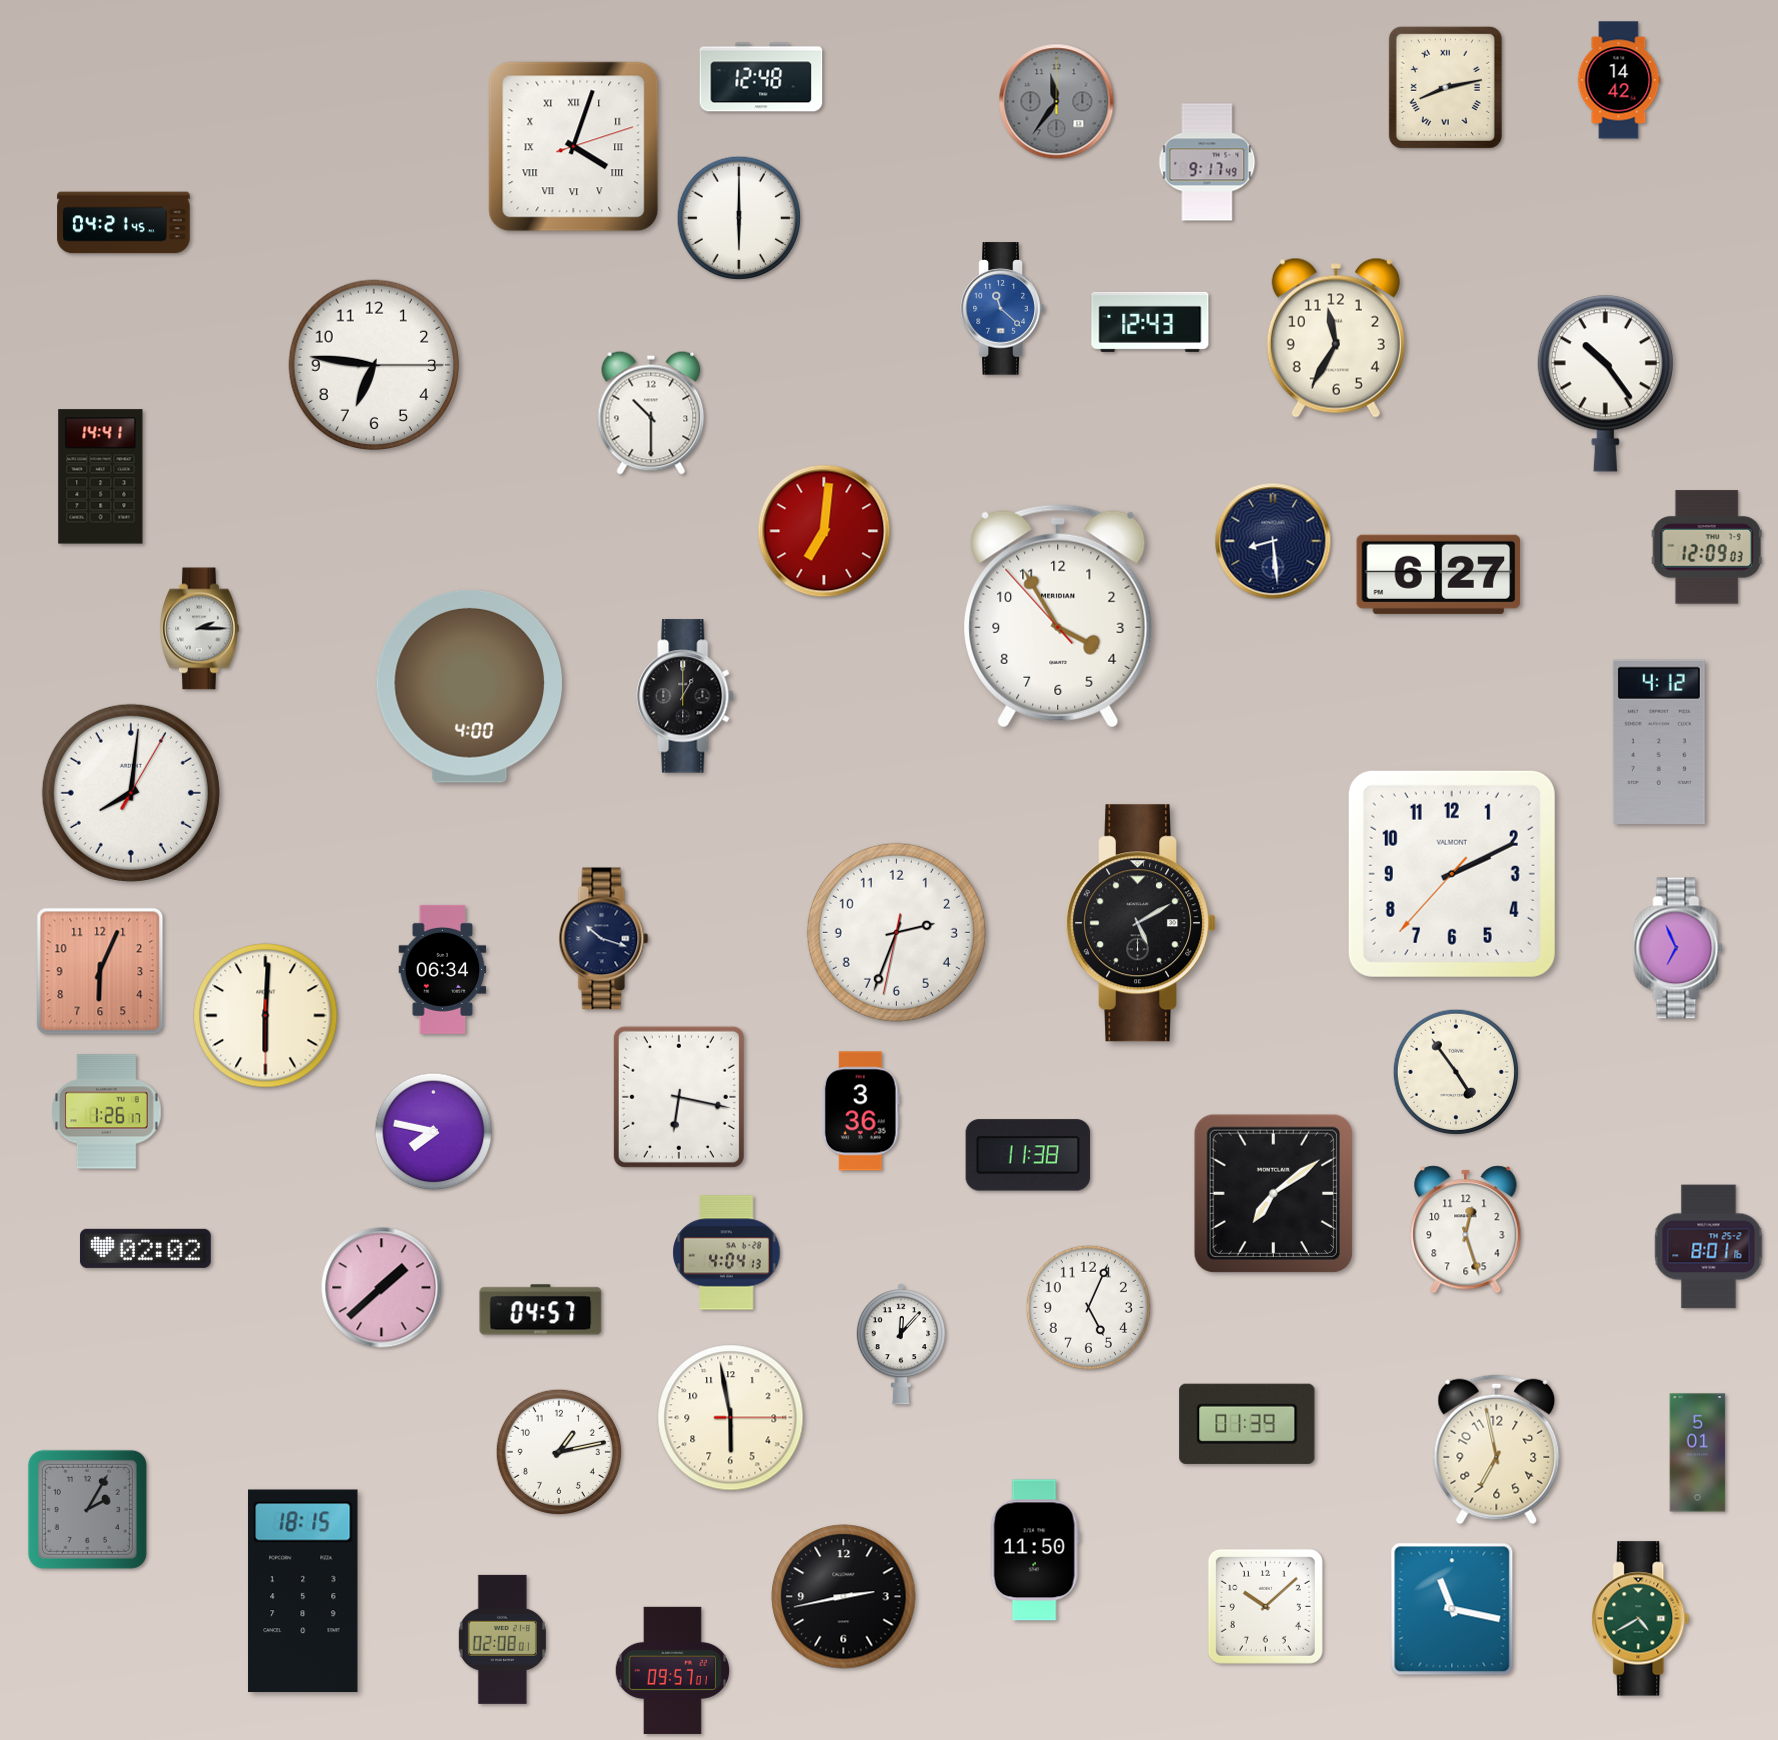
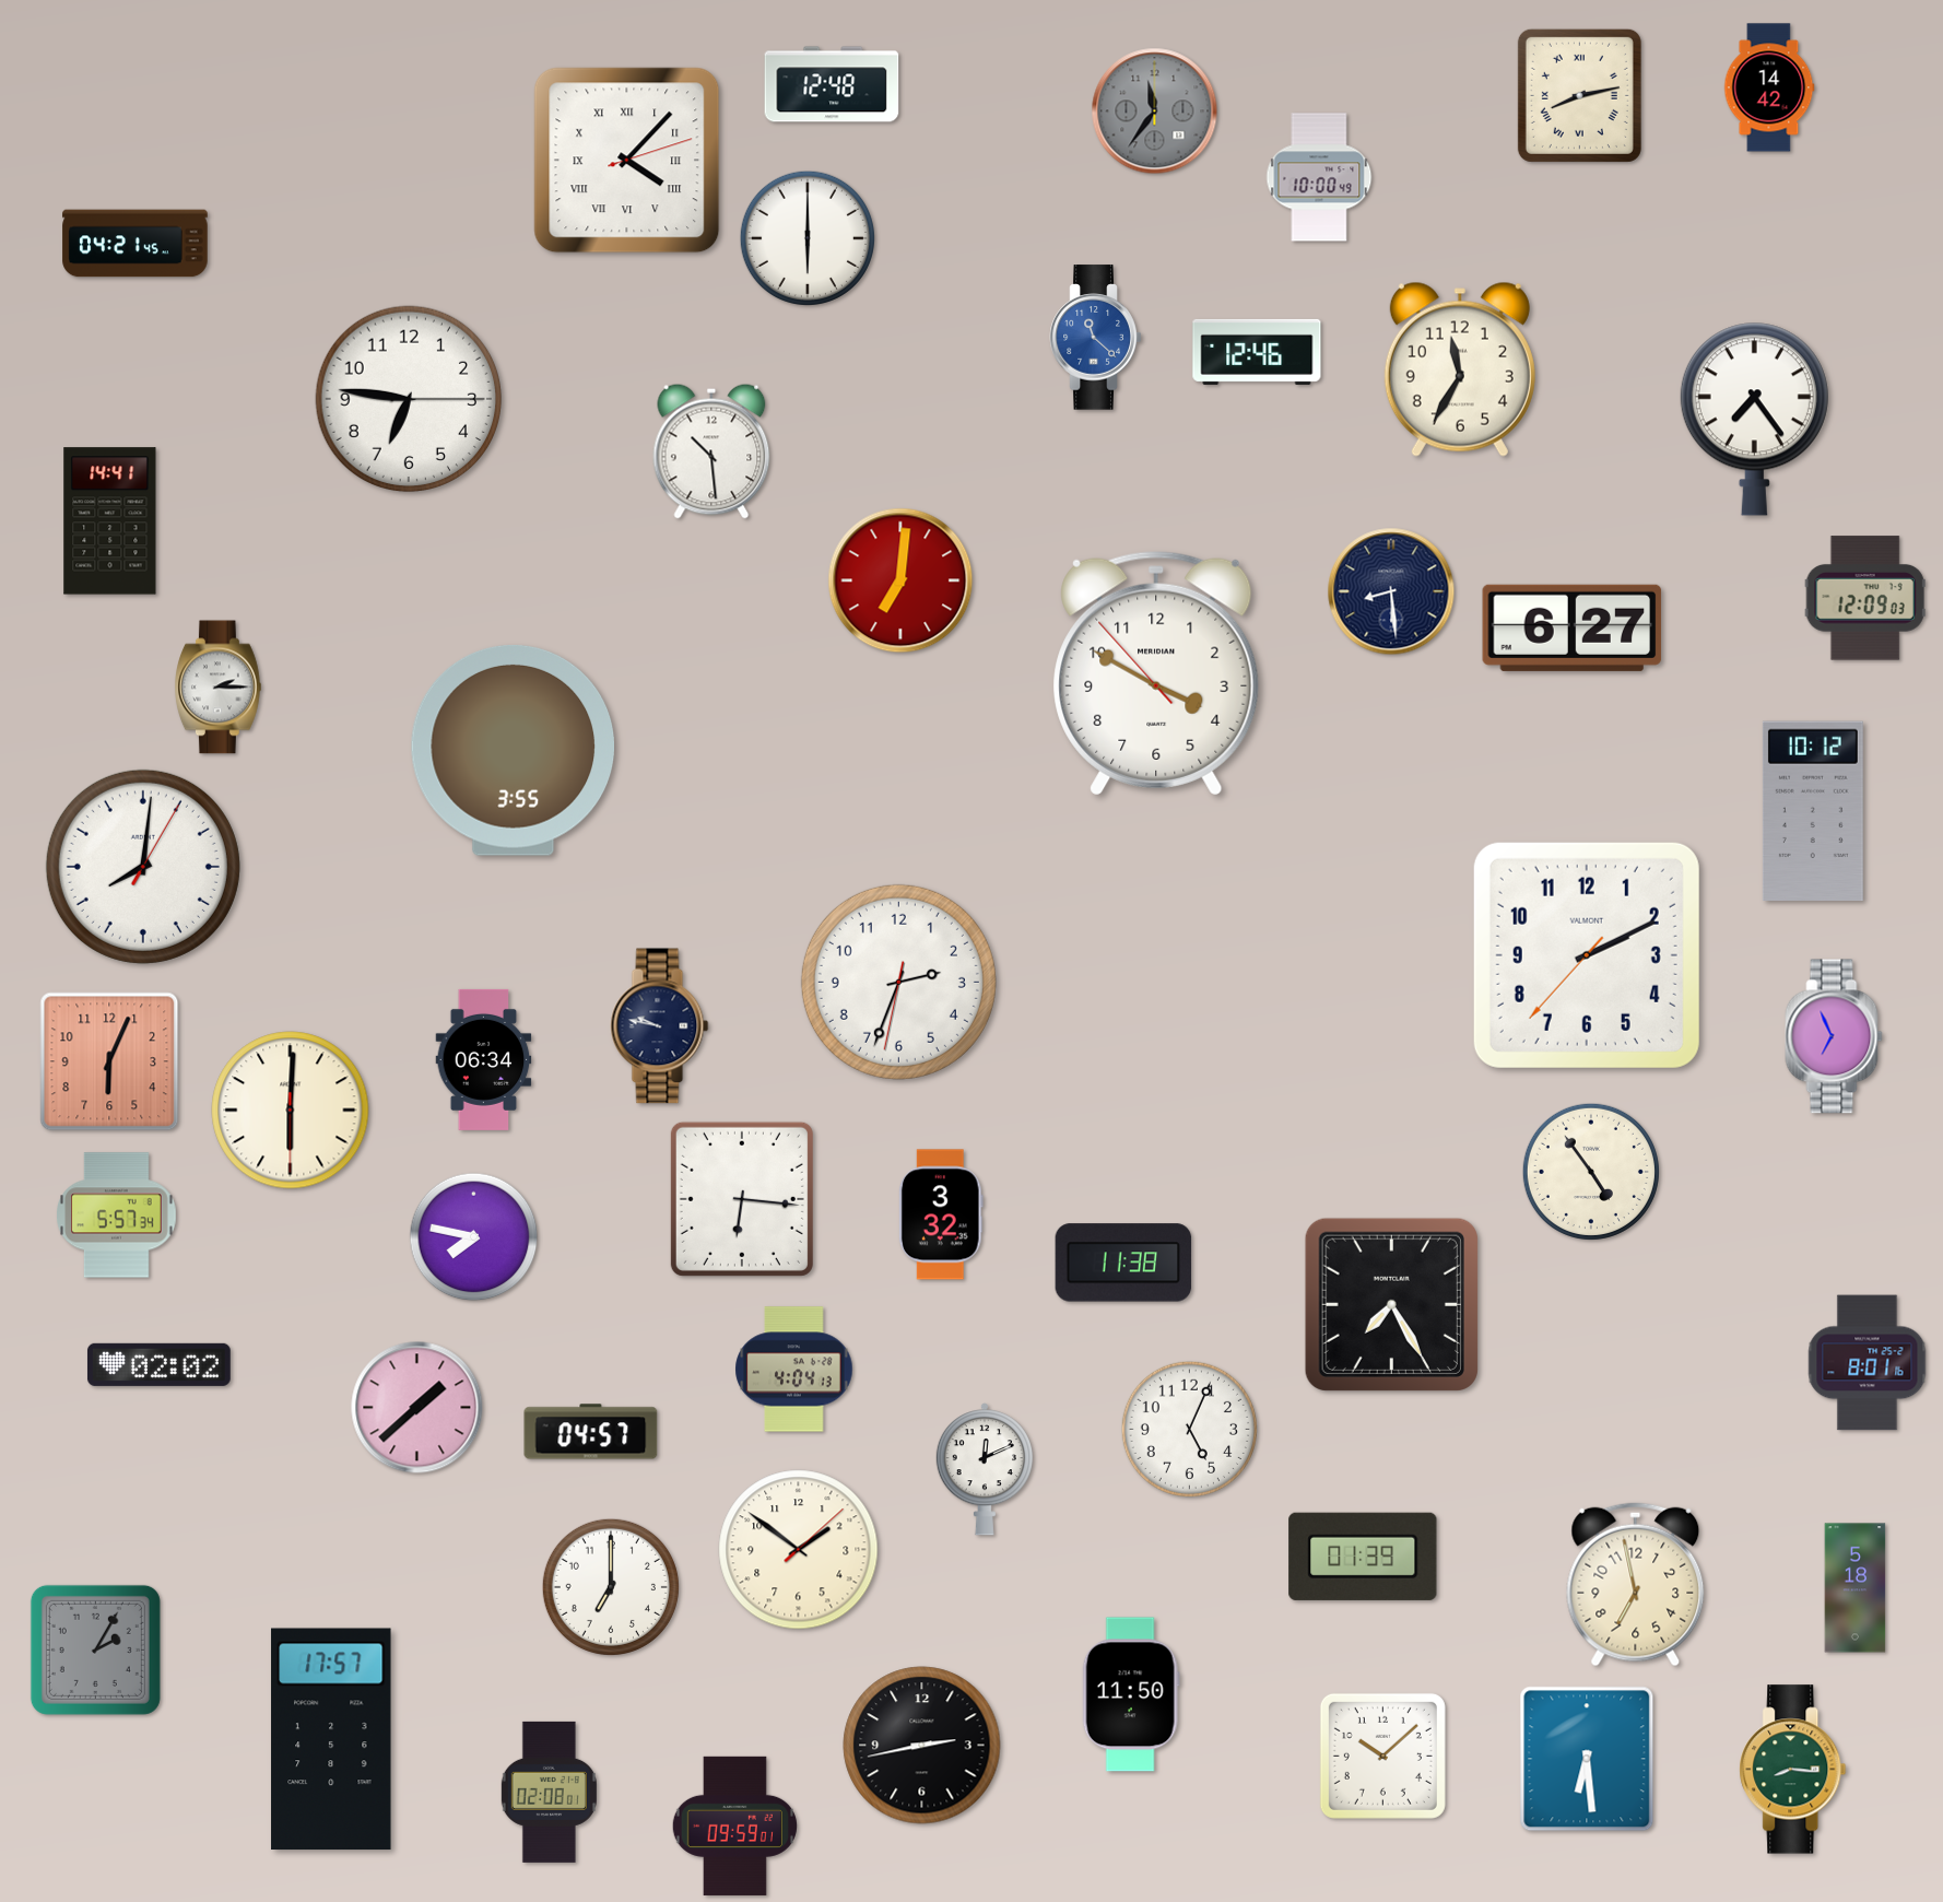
clock at (574, 147): 4:03 -> 4:07
clock at (1207, 162): 9:17 -> 10:00
clock at (1150, 322): 12:43 -> 12:46
clock at (1605, 383): 10:24 -> 7:24
clock at (651, 413): 10:30 -> 10:29
clock at (1058, 616): 3:54 -> 3:49
clock at (469, 686): 4:00 -> 3:55
clock at (685, 696): 1:00 -> none
clock at (1659, 742): 4:12 -> 10:12
clock at (1142, 923): 5:10 -> none
clock at (896, 932) position: (896, 932) -> (898, 982)
clock at (604, 939): 10:18 -> 9:47
clock at (679, 1097): 6:17 -> 6:16
clock at (861, 1111): 3:36 -> 3:32
clock at (107, 1112): 1:26 -> 5:57
clock at (1273, 1193): 7:09 -> 7:25
clock at (1466, 1230): 12:27 -> none
clock at (901, 1344): 12:07 -> 12:11
clock at (731, 1418): 5:58 -> 1:51
clock at (559, 1452): 1:13 -> 7:00
clock at (1698, 1453): 5:01 -> 5:18
clock at (303, 1591): 18:15 -> 17:57
clock at (1452, 1609): 11:17 -> 6:29
clock at (1641, 1619): 4:40 -> 8:16
clock at (672, 1670): 09:57 -> 09:59
